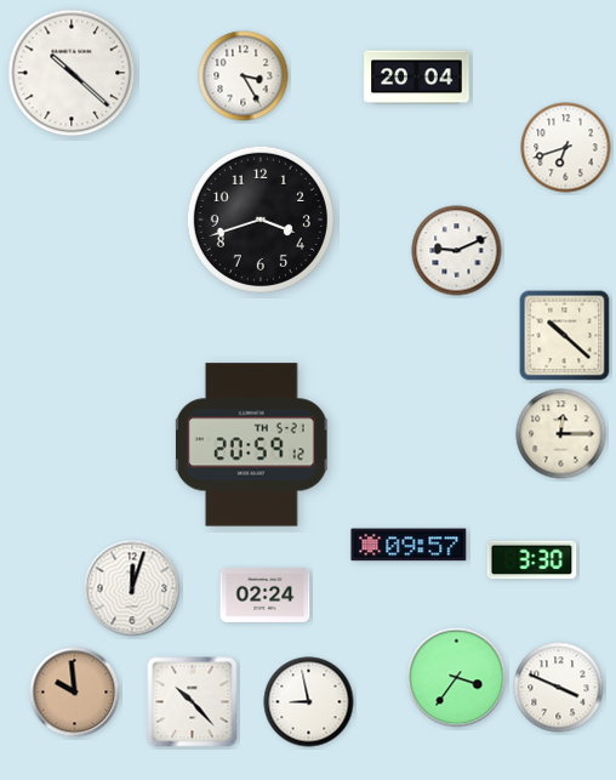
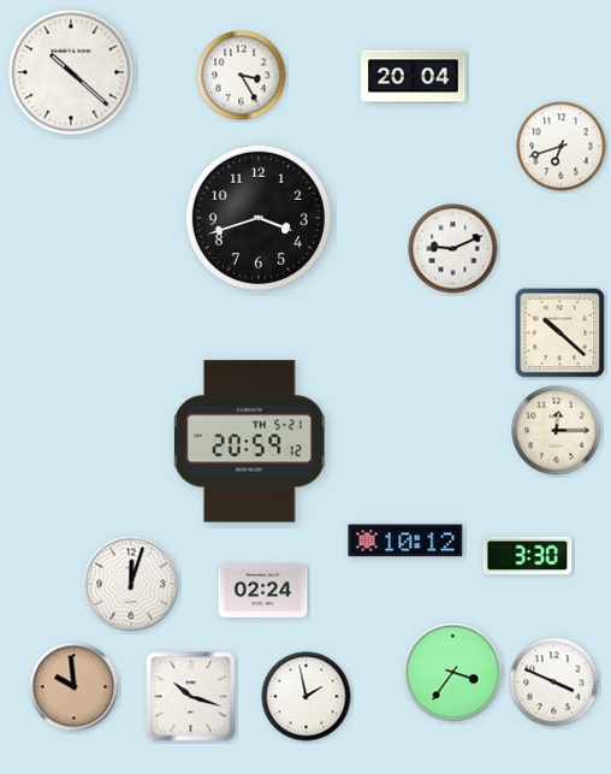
clock at (409, 545): 09:57 -> 10:12
clock at (193, 702): 10:23 -> 10:18
clock at (309, 702): 8:58 -> 1:58
